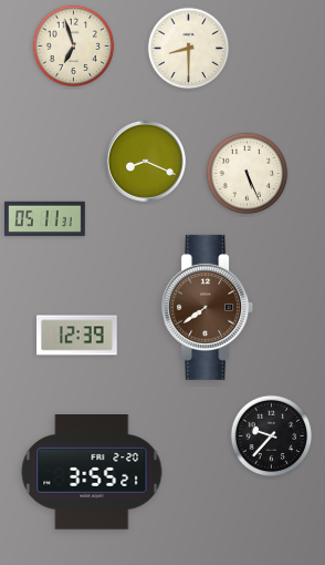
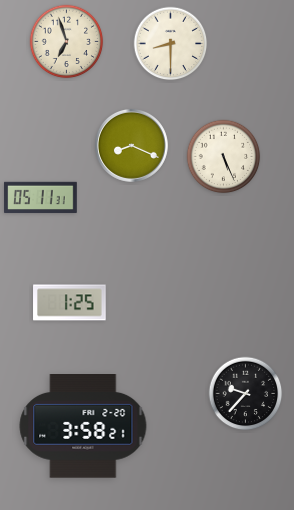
clock at (208, 307): 7:39 -> none
clock at (77, 336): 12:39 -> 1:25
clock at (92, 473): 3:55 -> 3:58
